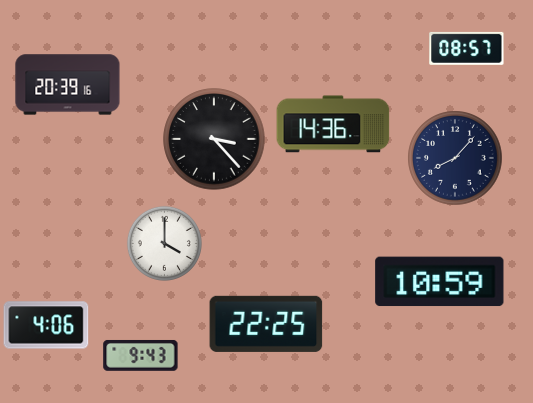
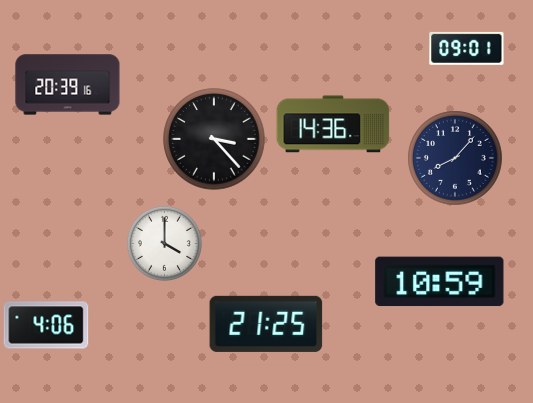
clock at (467, 48): 08:57 -> 09:01
clock at (266, 324): 22:25 -> 21:25
clock at (141, 355): 9:43 -> none
